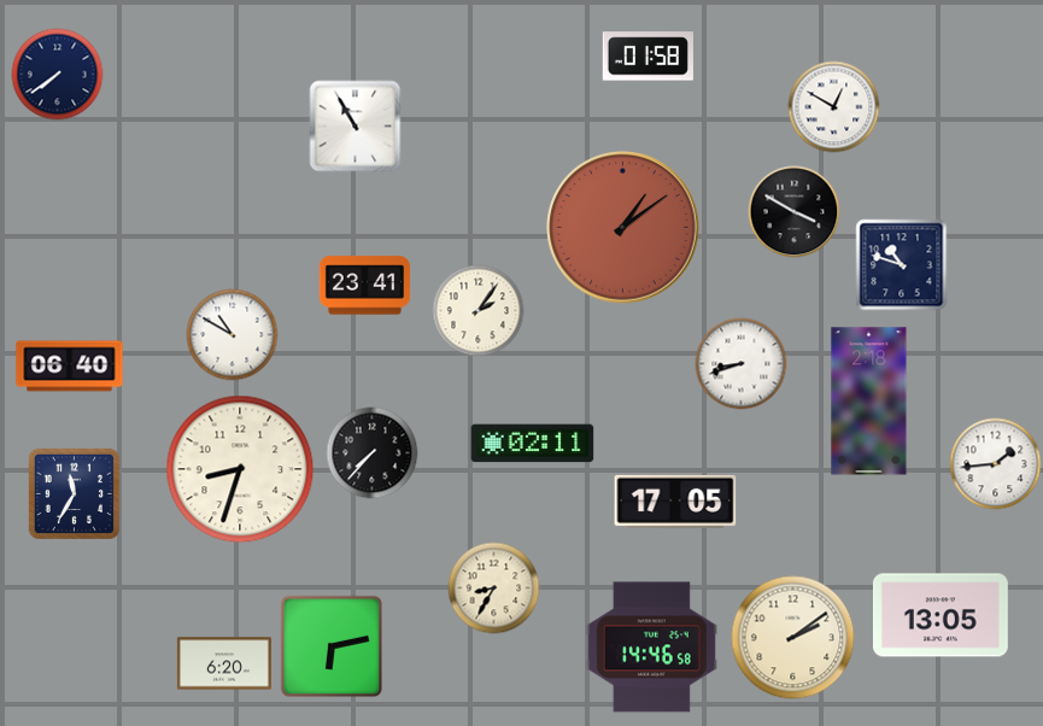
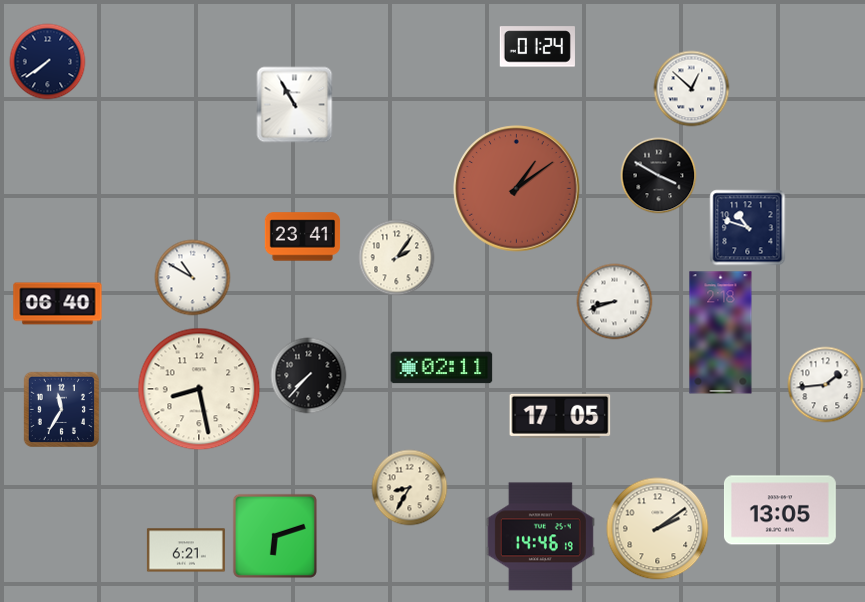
clock at (648, 57): 01:58 -> 01:24
clock at (834, 107): 12:50 -> 12:52
clock at (902, 265) position: (902, 265) -> (748, 228)
clock at (240, 469): 8:33 -> 8:28
clock at (332, 646): 6:13 -> 6:12
clock at (651, 648): 14:46:58 -> 14:46:19
clock at (224, 663): 6:20 -> 6:21
